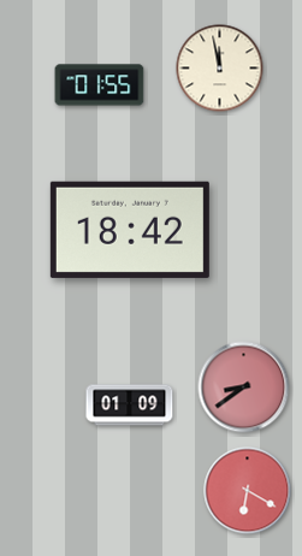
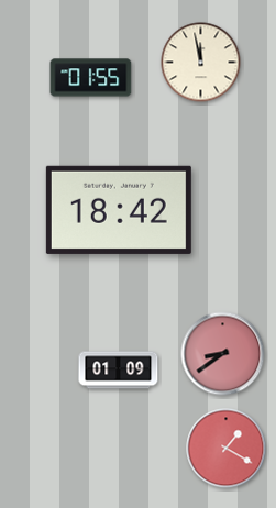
clock at (248, 491): 6:20 -> 1:20
